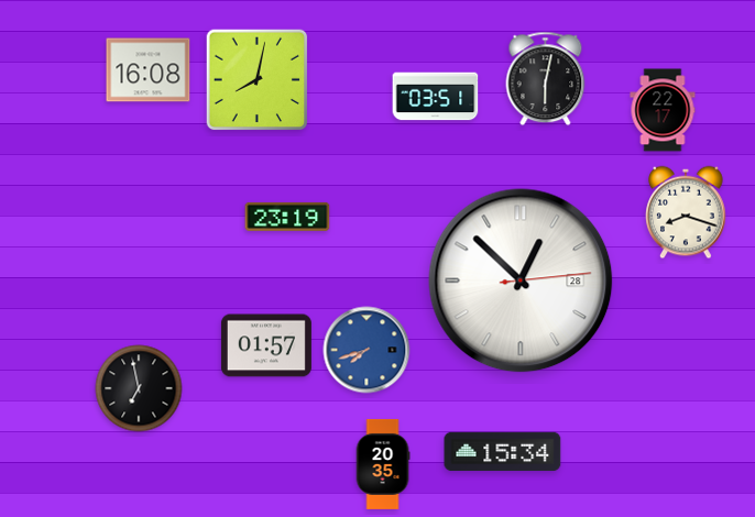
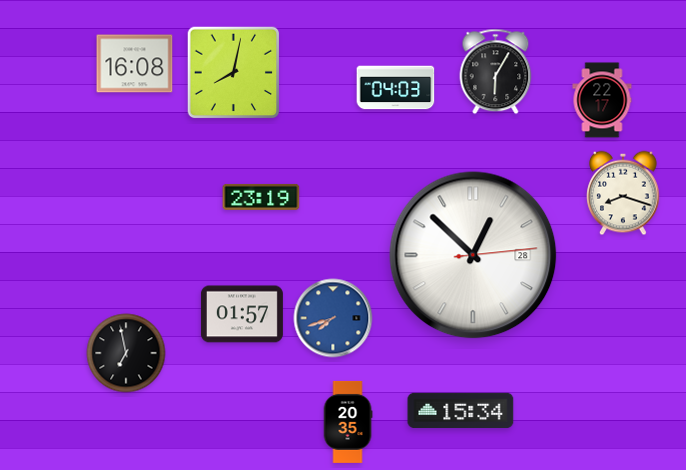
clock at (546, 79): 6:02 -> 6:05
clock at (436, 97): 03:51 -> 04:03
clock at (503, 452) position: (503, 452) -> (461, 411)
